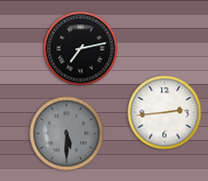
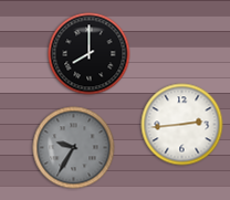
clock at (81, 49): 7:13 -> 8:00
clock at (67, 134): 5:30 -> 9:35
